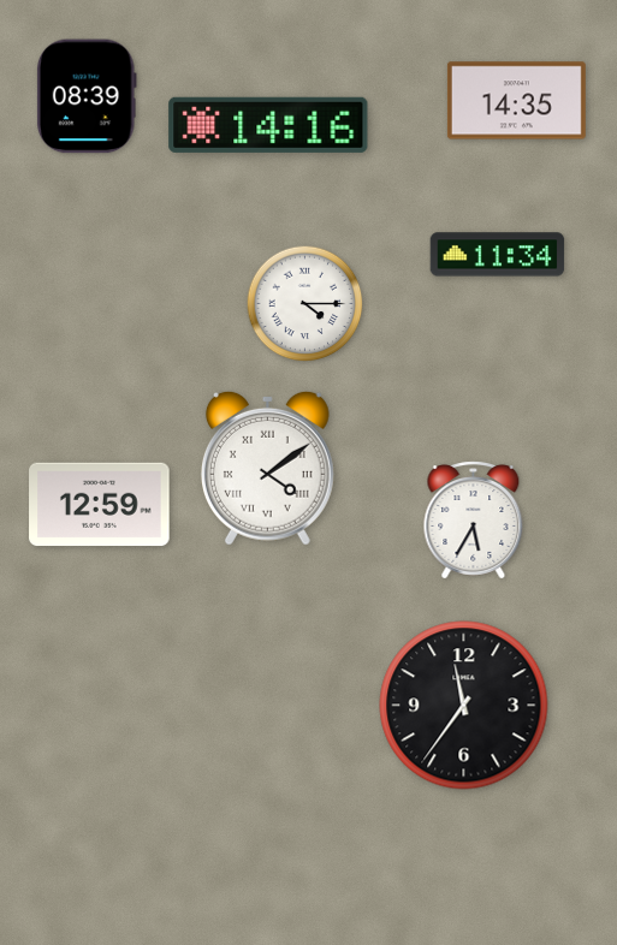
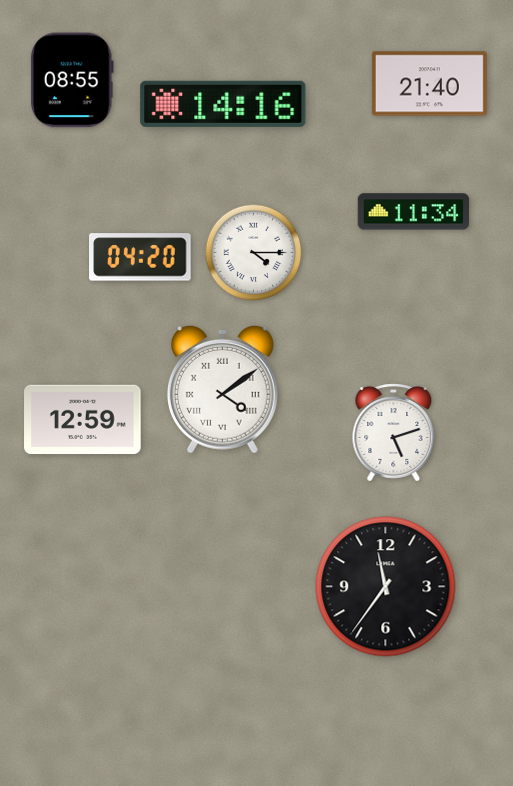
clock at (87, 96): 08:39 -> 08:55
clock at (516, 101): 14:35 -> 21:40
clock at (140, 257): none -> 04:20
clock at (474, 521): 5:35 -> 5:12
